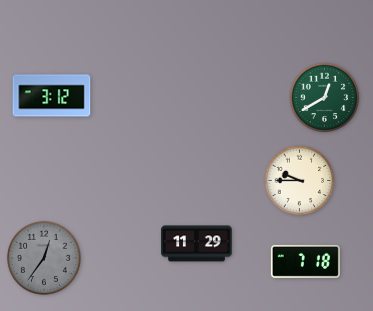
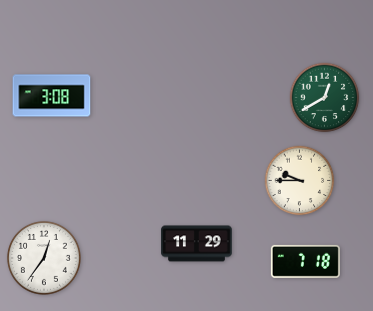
clock at (52, 96): 3:12 -> 3:08
clock at (44, 258) dial: grey -> white
